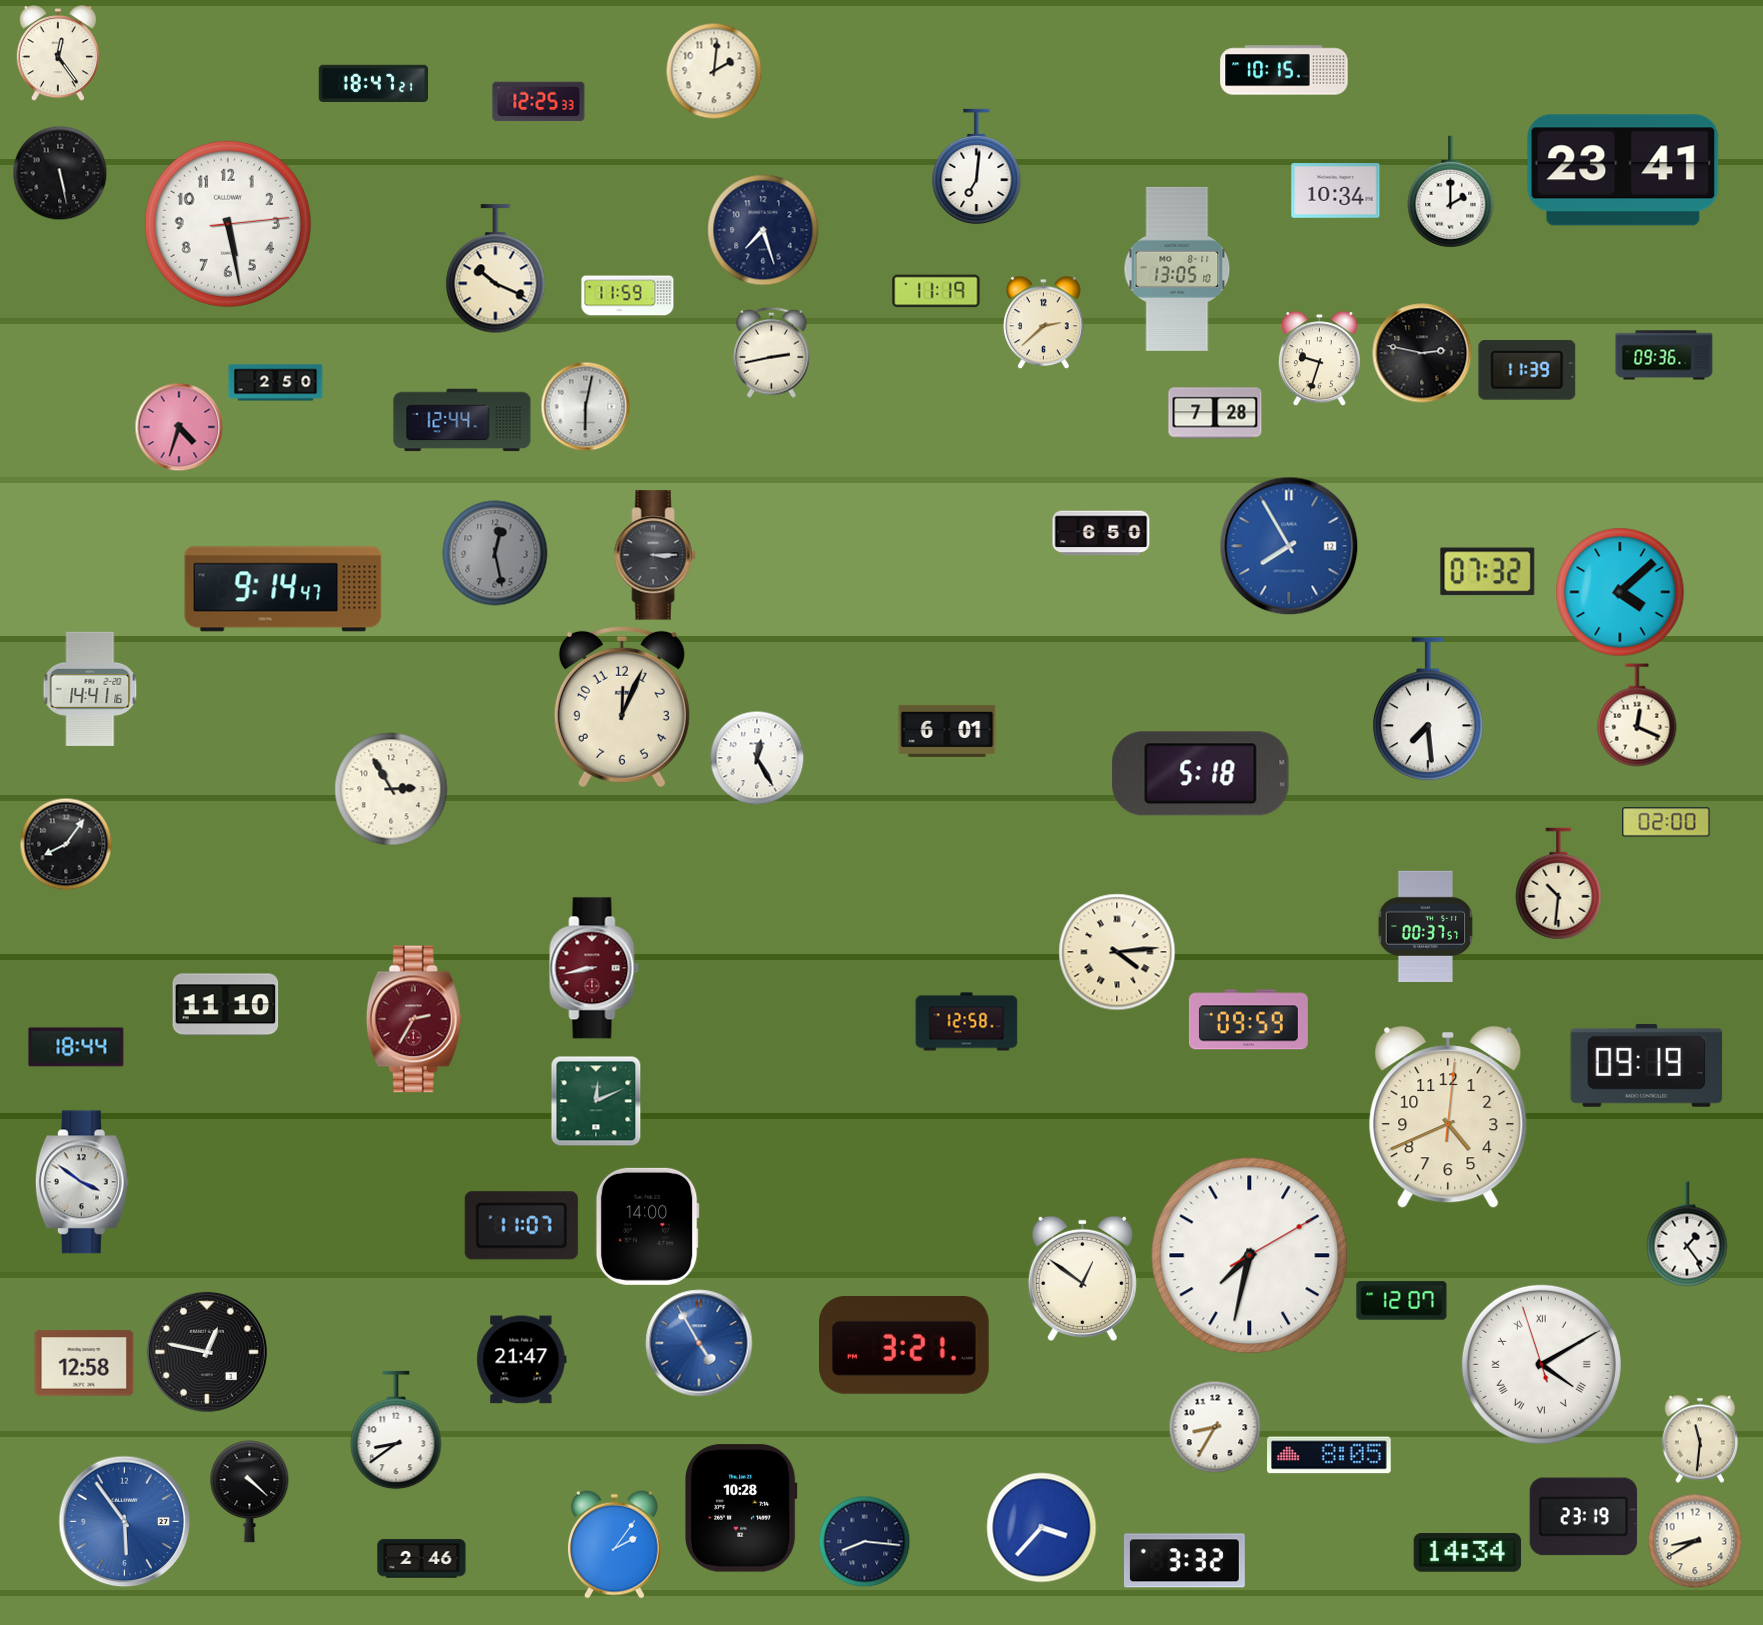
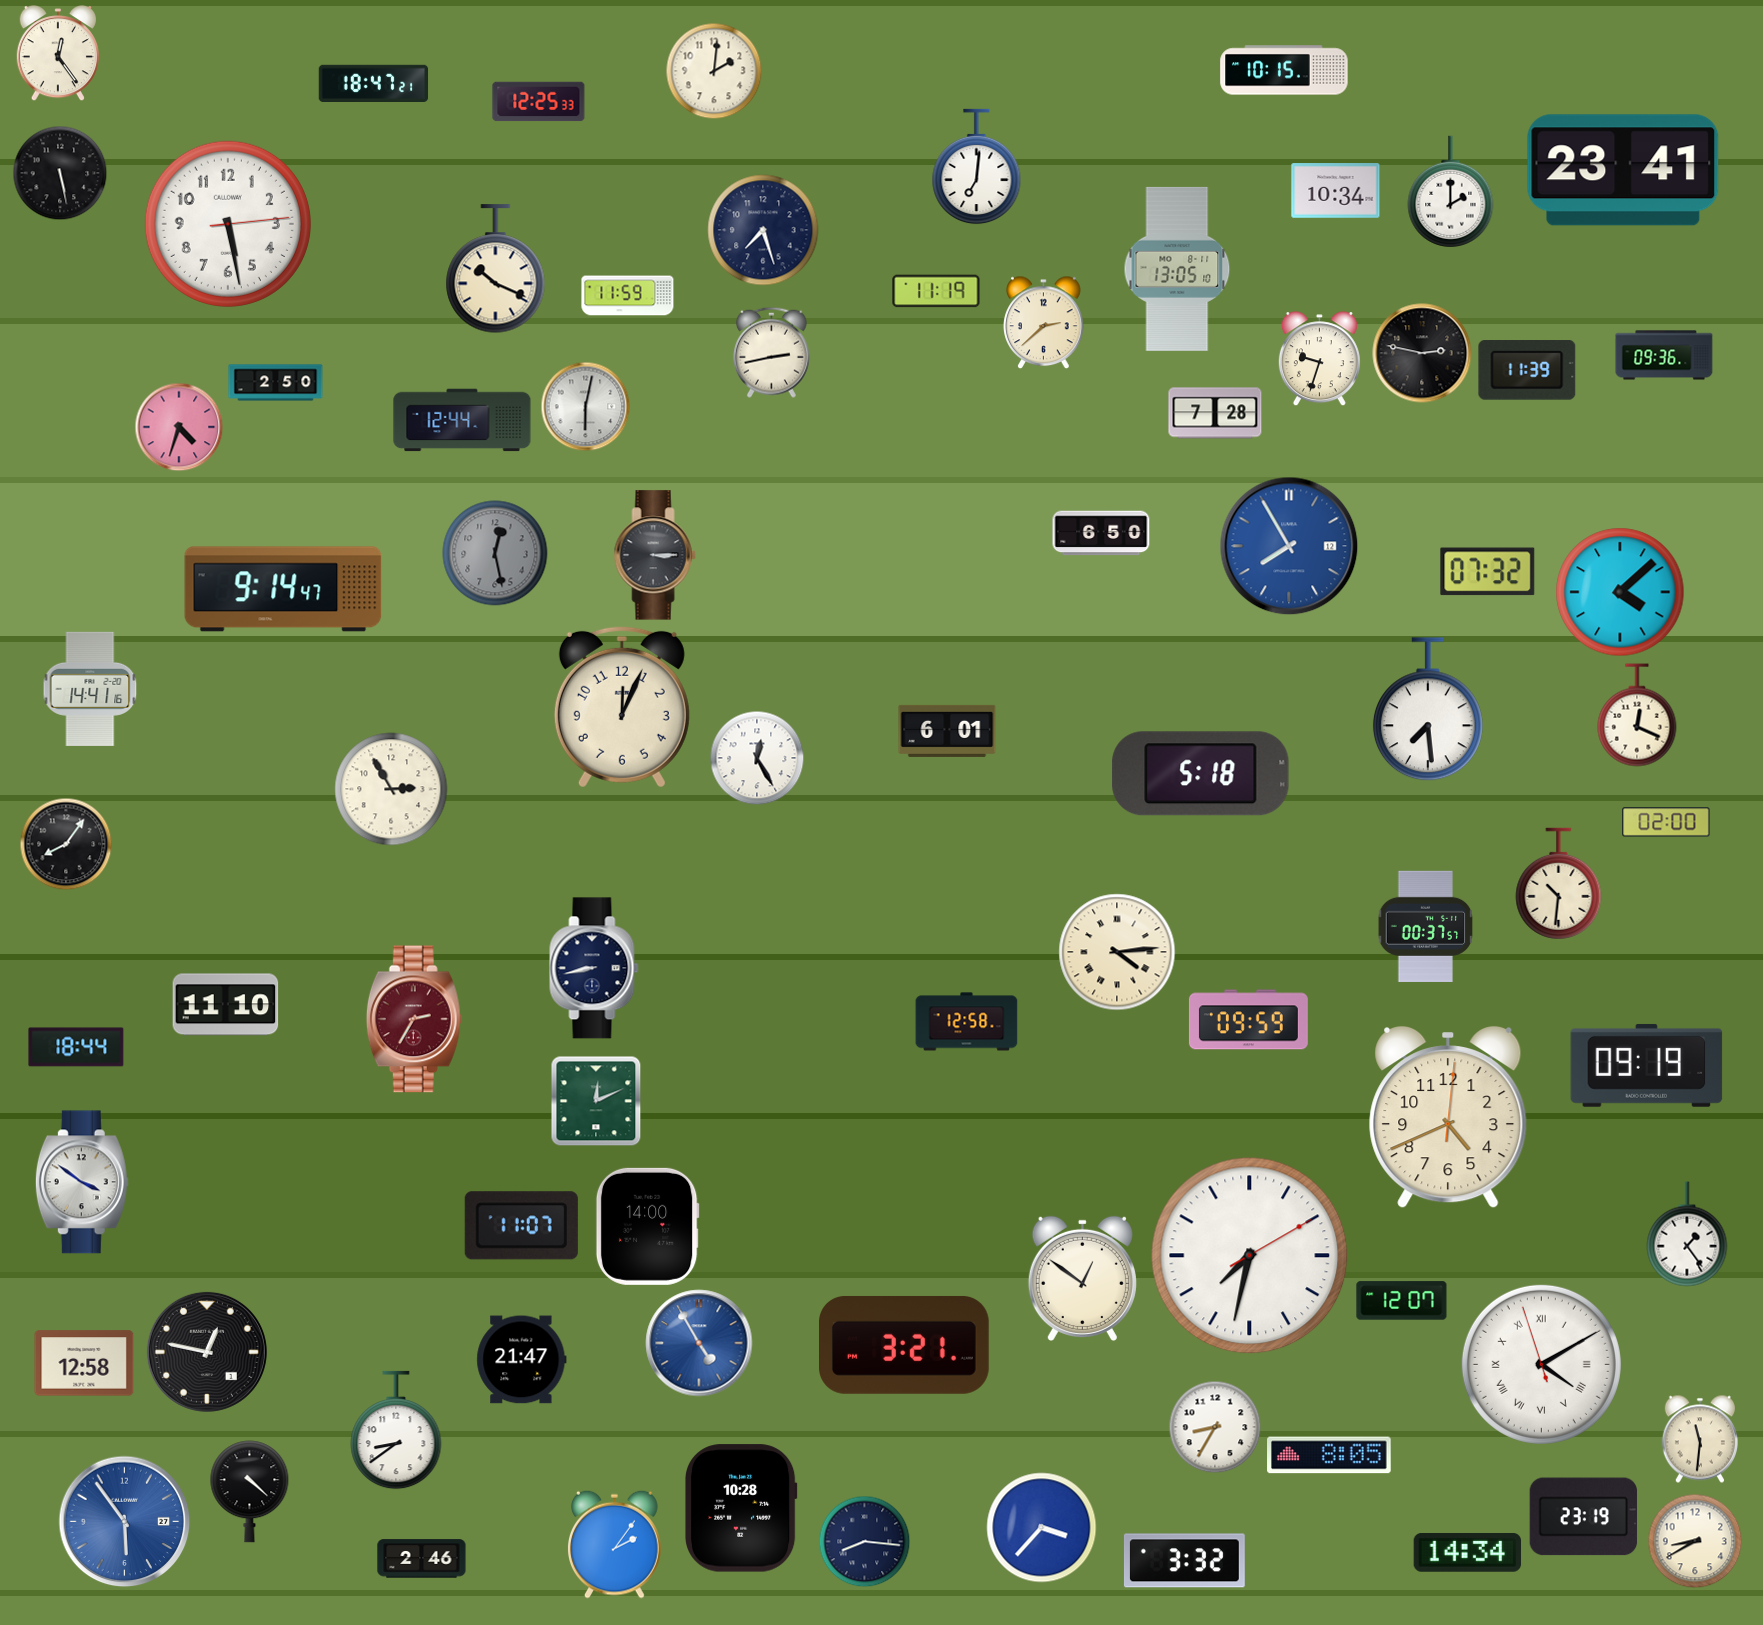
clock at (594, 968) dial: burgundy -> navy
